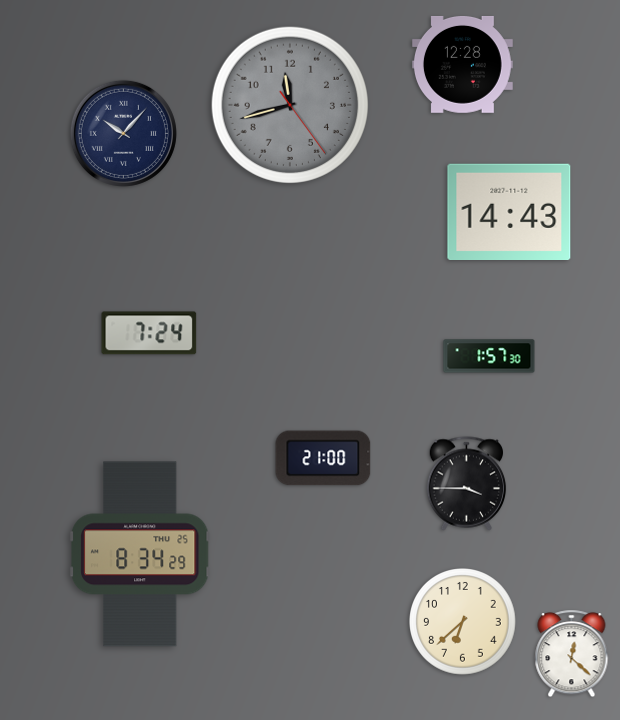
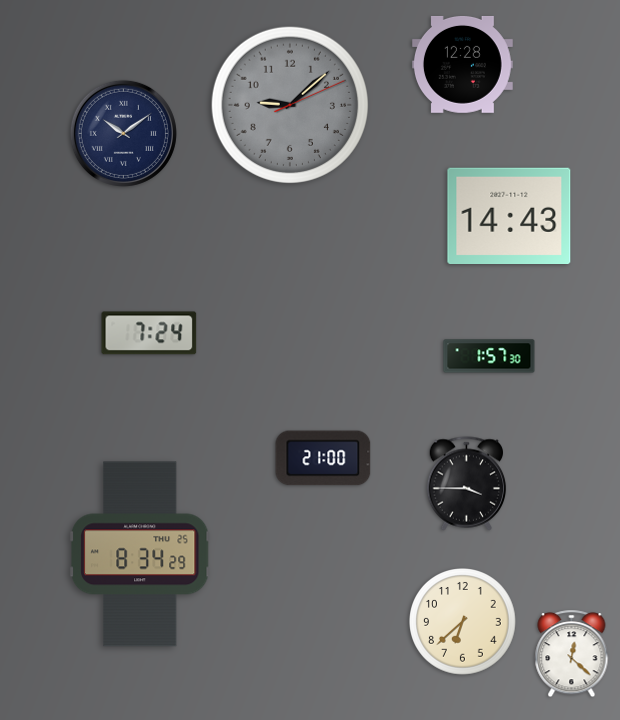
clock at (290, 105): 11:42 -> 9:08
clock at (123, 133): 10:07 -> 10:09
clock at (509, 212) position: (509, 212) -> (509, 216)
